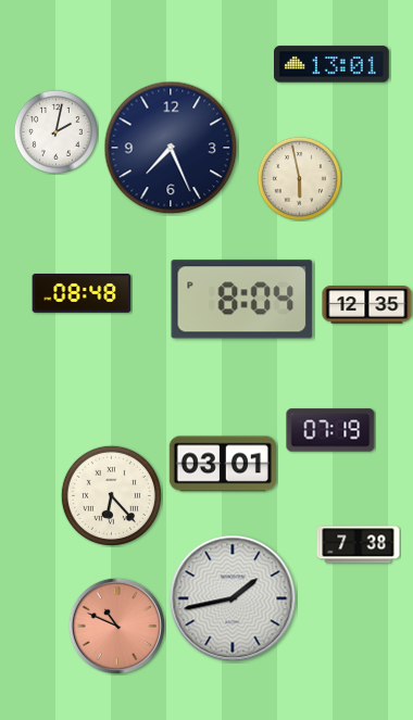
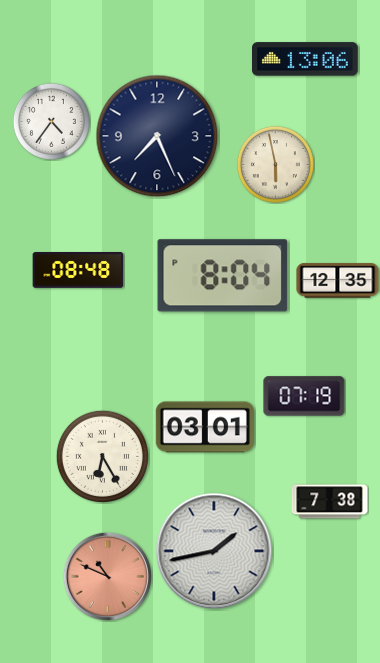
clock at (333, 64): 13:01 -> 13:06
clock at (55, 131): 2:02 -> 4:36
clock at (82, 293) position: (82, 293) -> (78, 270)
clock at (111, 495): 6:23 -> 6:25
